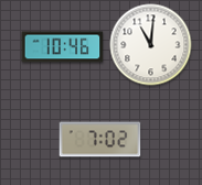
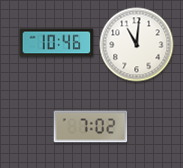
clock at (151, 45) position: (151, 45) -> (137, 45)
